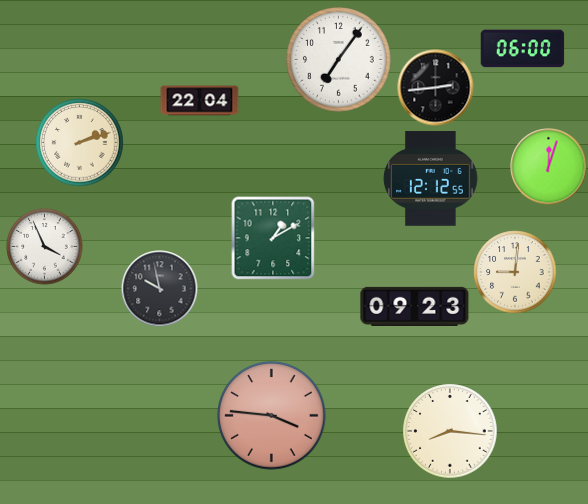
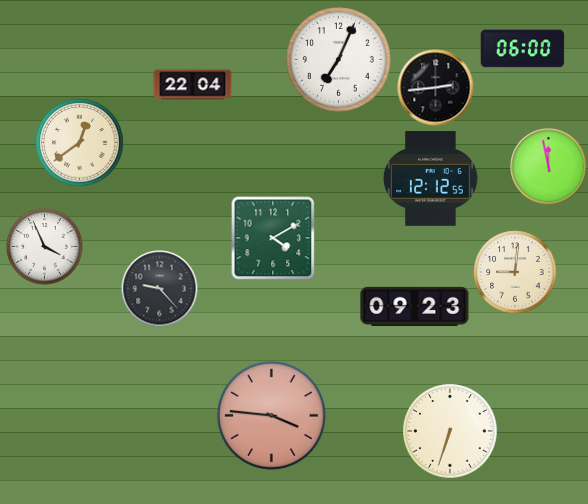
clock at (339, 60): 7:06 -> 7:04
clock at (200, 101) position: (200, 101) -> (193, 85)
clock at (80, 143): 2:12 -> 12:39
clock at (549, 167): 12:03 -> 11:58
clock at (273, 238): 1:10 -> 4:10
clock at (160, 289): 9:58 -> 9:23
clock at (450, 431): 8:16 -> 6:33
